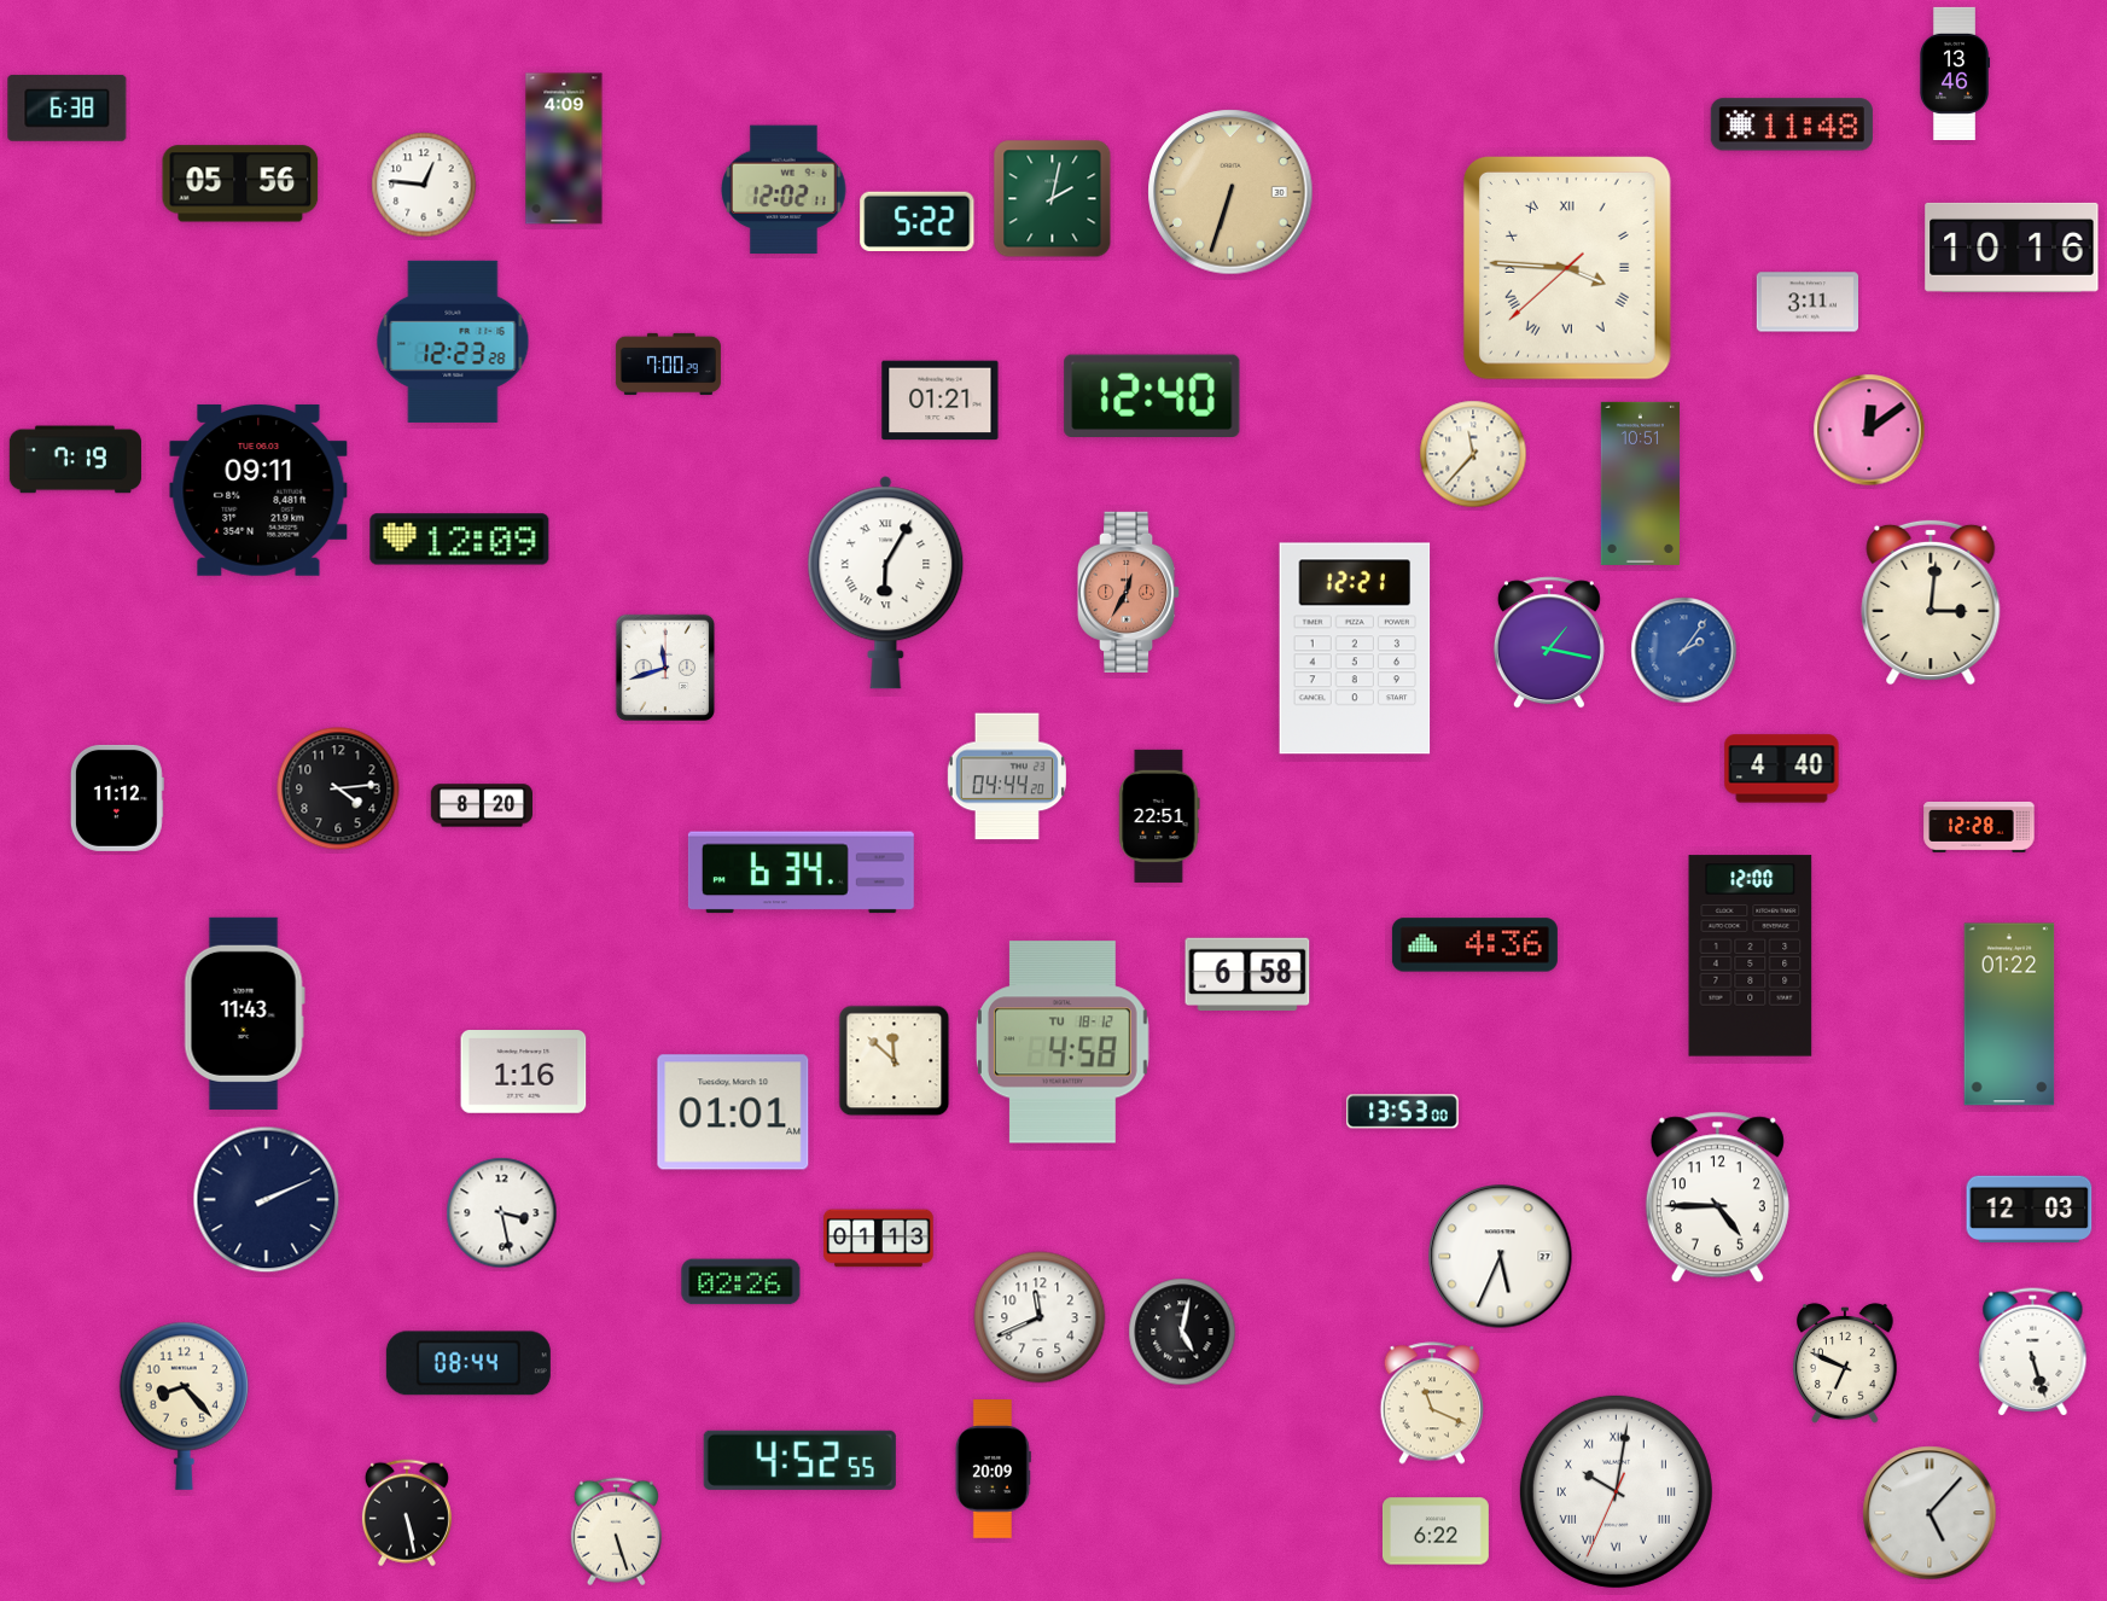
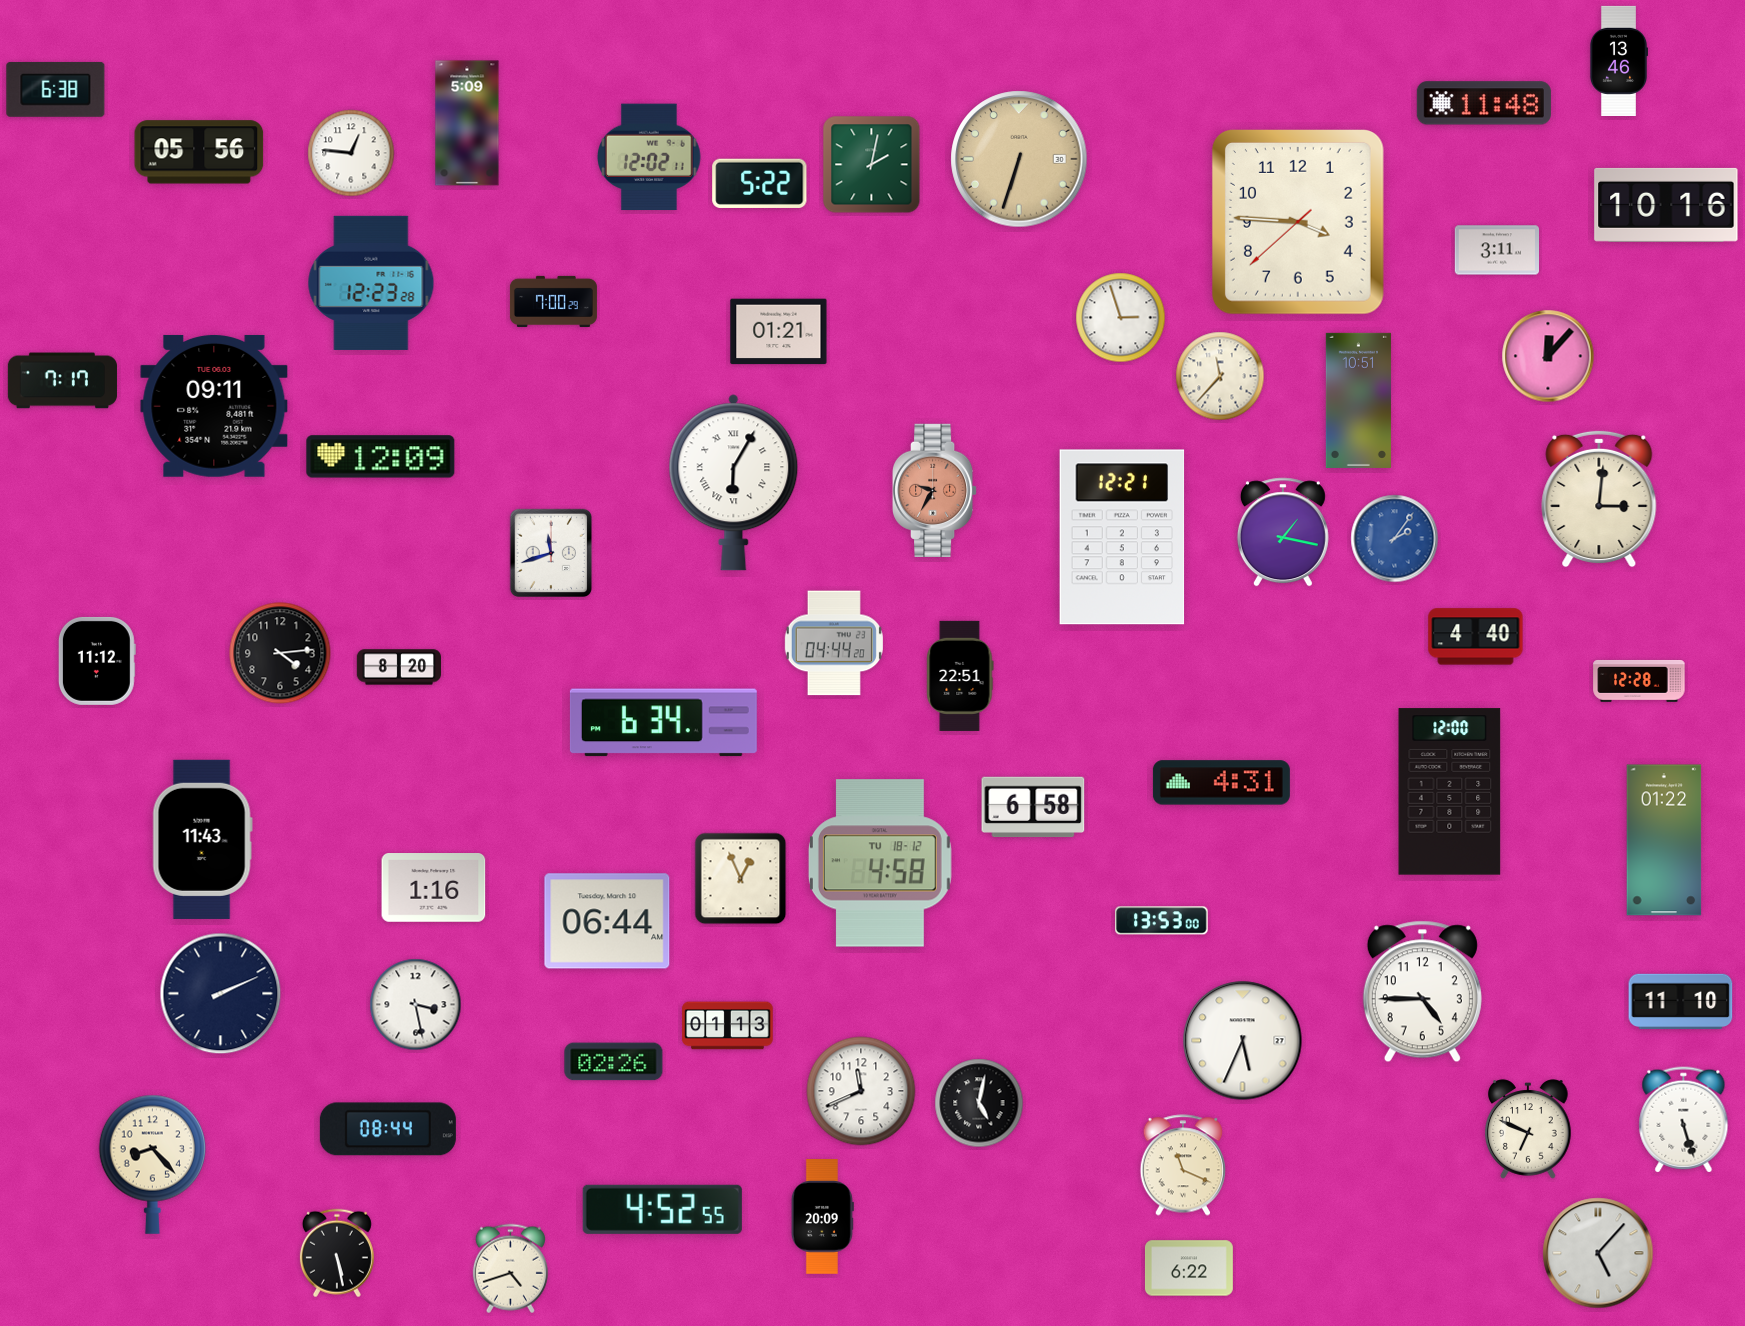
clock at (564, 149): 4:09 -> 5:09
clock at (1567, 269) numerals: Roman -> Arabic
clock at (453, 342) position: (453, 342) -> (371, 283)
clock at (1121, 318): none -> 2:57
clock at (1152, 395): 12:40 -> none
clock at (1869, 430): 12:09 -> 12:07
clock at (75, 460): 7:19 -> 7:17
clock at (460, 540) position: (460, 540) -> (381, 457)
clock at (1129, 592): 12:35 -> 9:35
clock at (1979, 827) position: (1979, 827) -> (1639, 681)
clock at (1474, 945): 4:36 -> 4:31
clock at (895, 1061): 11:52 -> 12:56
clock at (733, 1112): 01:01 -> 06:44
clock at (2030, 1209): 12:03 -> 11:10
clock at (1432, 1403) position: (1432, 1403) -> (1183, 1165)
clock at (1616, 1491): 10:01 -> none
clock at (616, 1532): 5:27 -> 4:42
